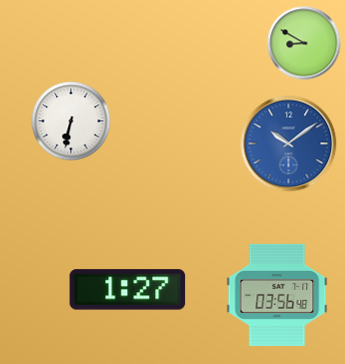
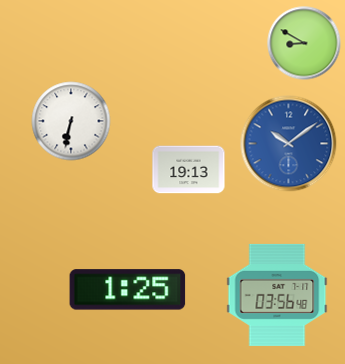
clock at (189, 170): none -> 19:13
clock at (128, 290): 1:27 -> 1:25
